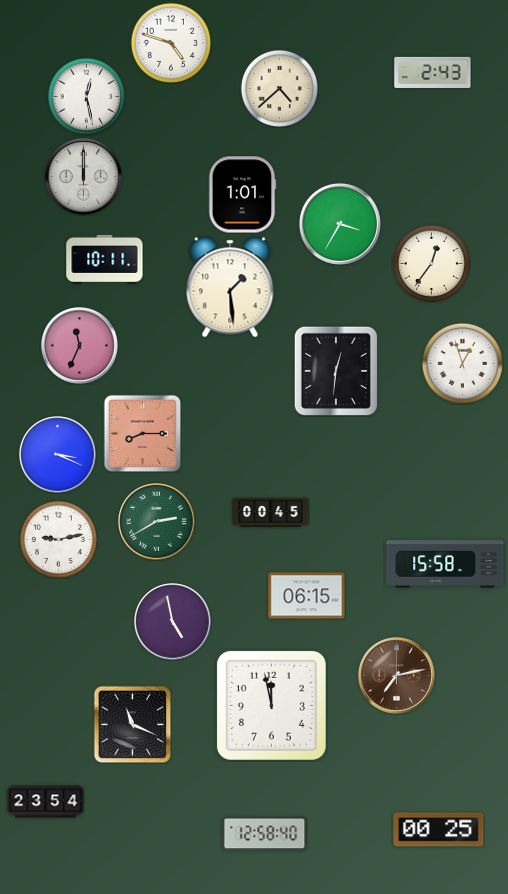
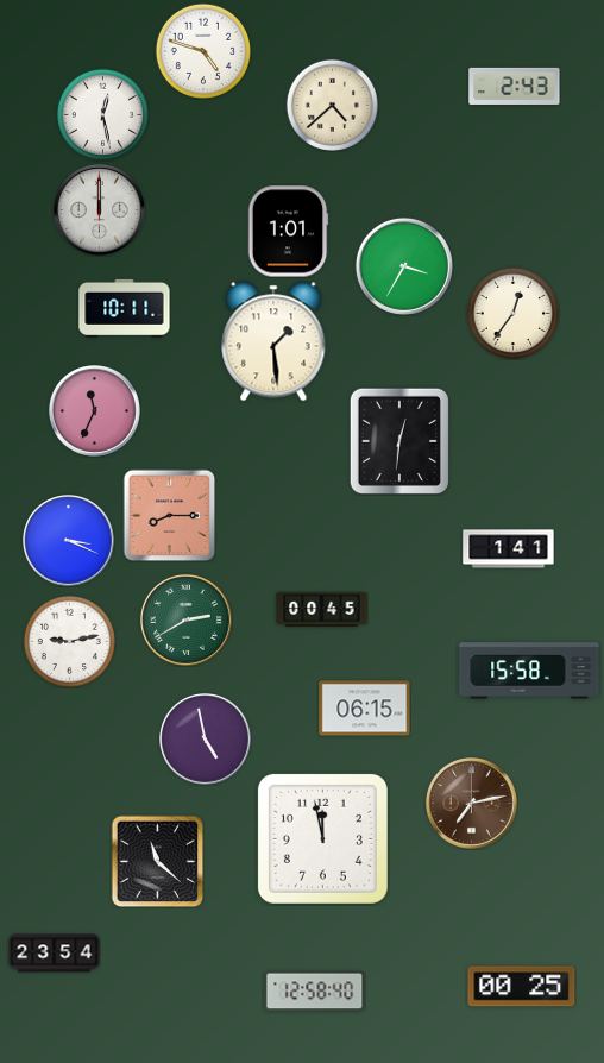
clock at (462, 363): 12:57 -> none
clock at (509, 549): none -> 1:41
clock at (132, 724): 11:19 -> 11:22
